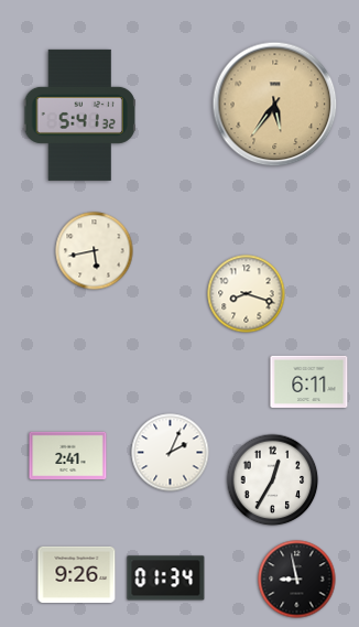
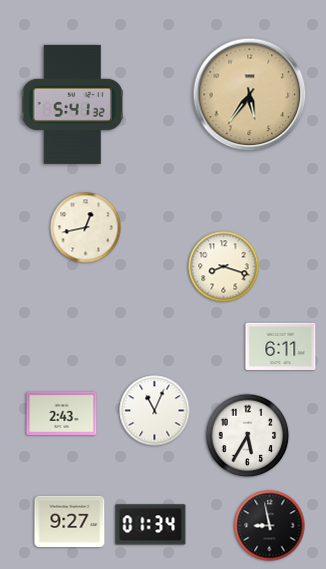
clock at (95, 251): 5:43 -> 12:43
clock at (171, 453): 2:04 -> 11:04
clock at (68, 455): 2:41 -> 2:43
clock at (273, 480): 12:35 -> 5:35
clock at (77, 574): 9:26 -> 9:27
